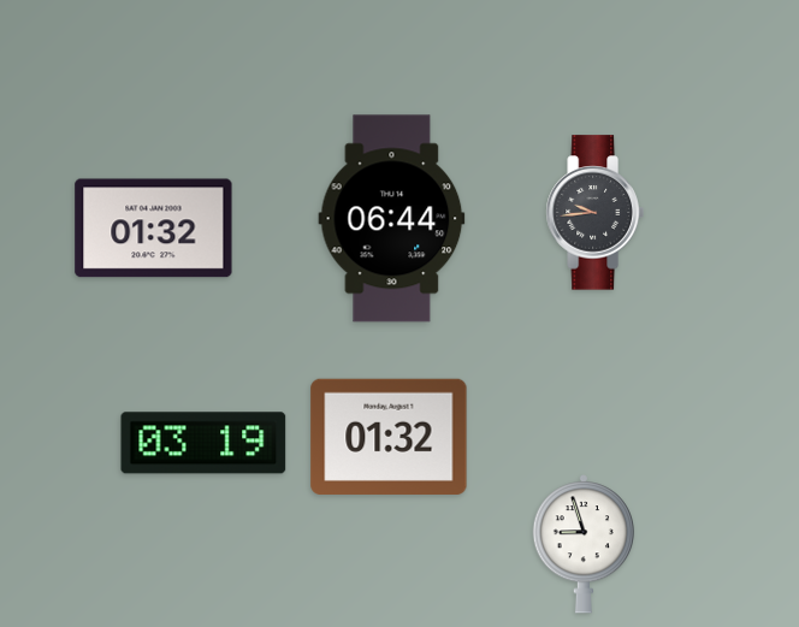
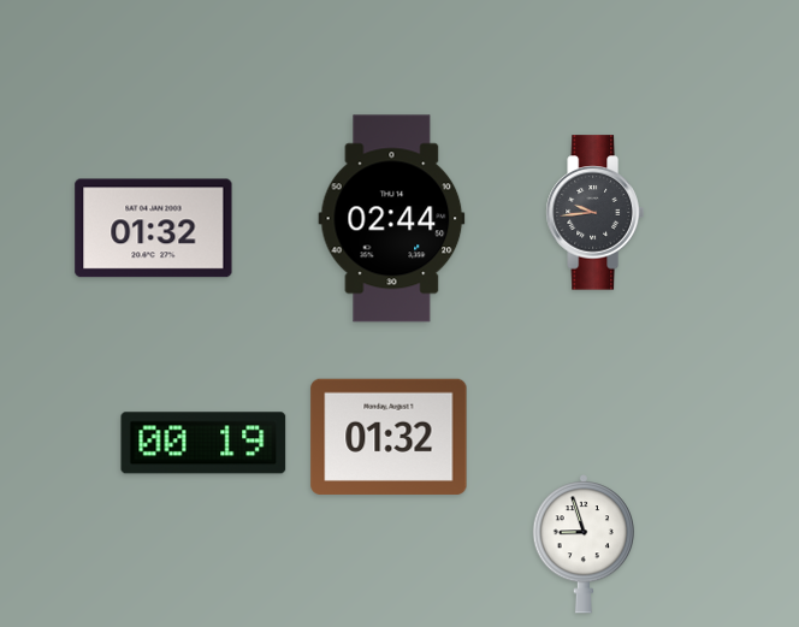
clock at (392, 219): 06:44 -> 02:44
clock at (203, 443): 03:19 -> 00:19
